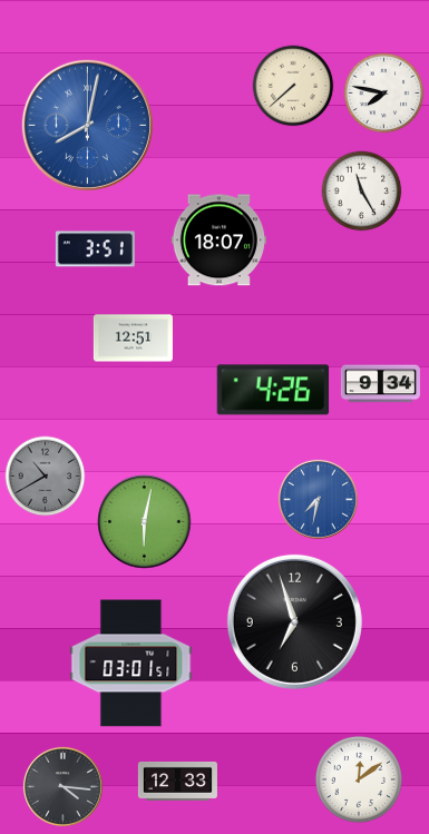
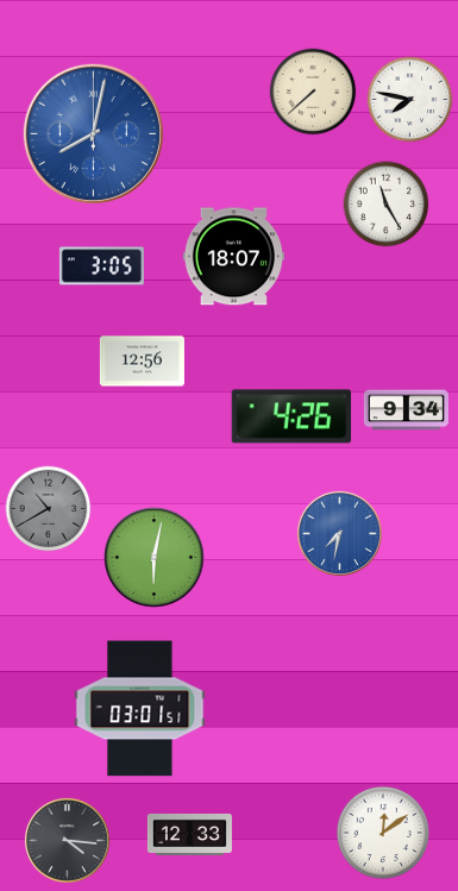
clock at (95, 249): 3:51 -> 3:05
clock at (133, 338): 12:51 -> 12:56
clock at (294, 621): 6:57 -> none
